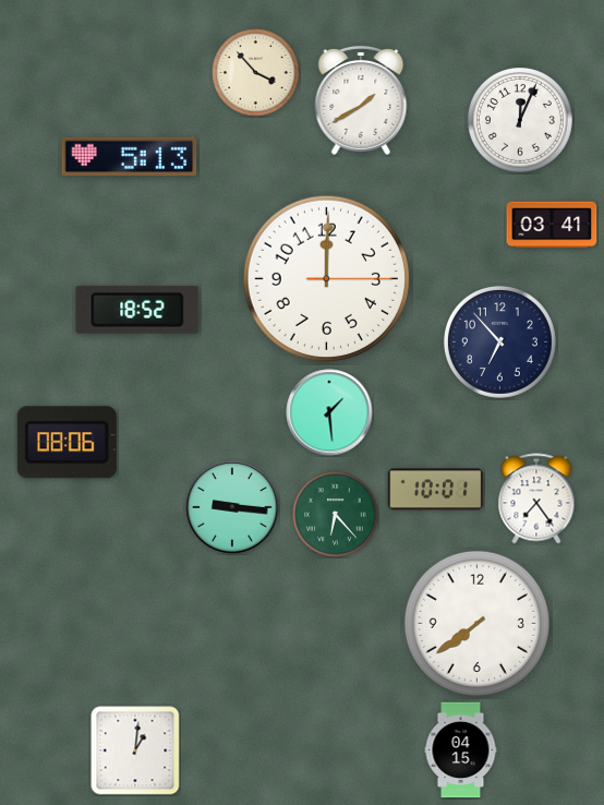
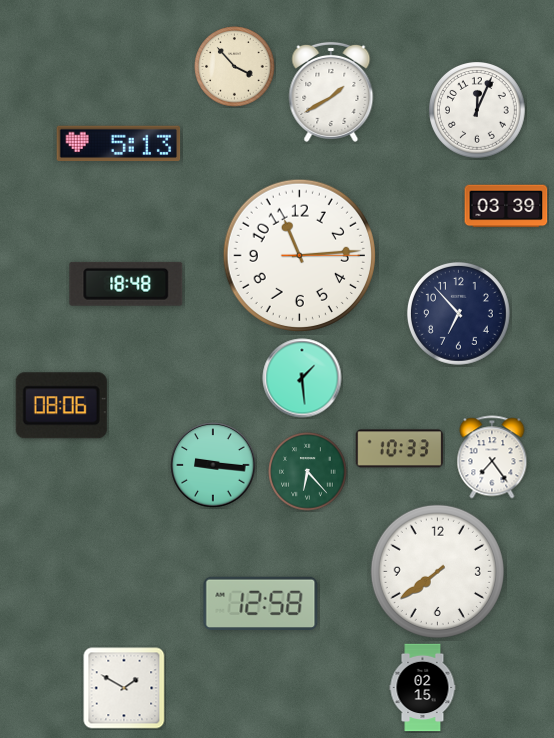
clock at (552, 225): 03:41 -> 03:39
clock at (326, 278): 12:00 -> 11:14
clock at (137, 310): 18:52 -> 18:48
clock at (436, 490): 10:01 -> 10:33
clock at (261, 604): none -> 12:58
clock at (135, 750): 1:01 -> 1:50
clock at (461, 750): 04:15 -> 02:15
